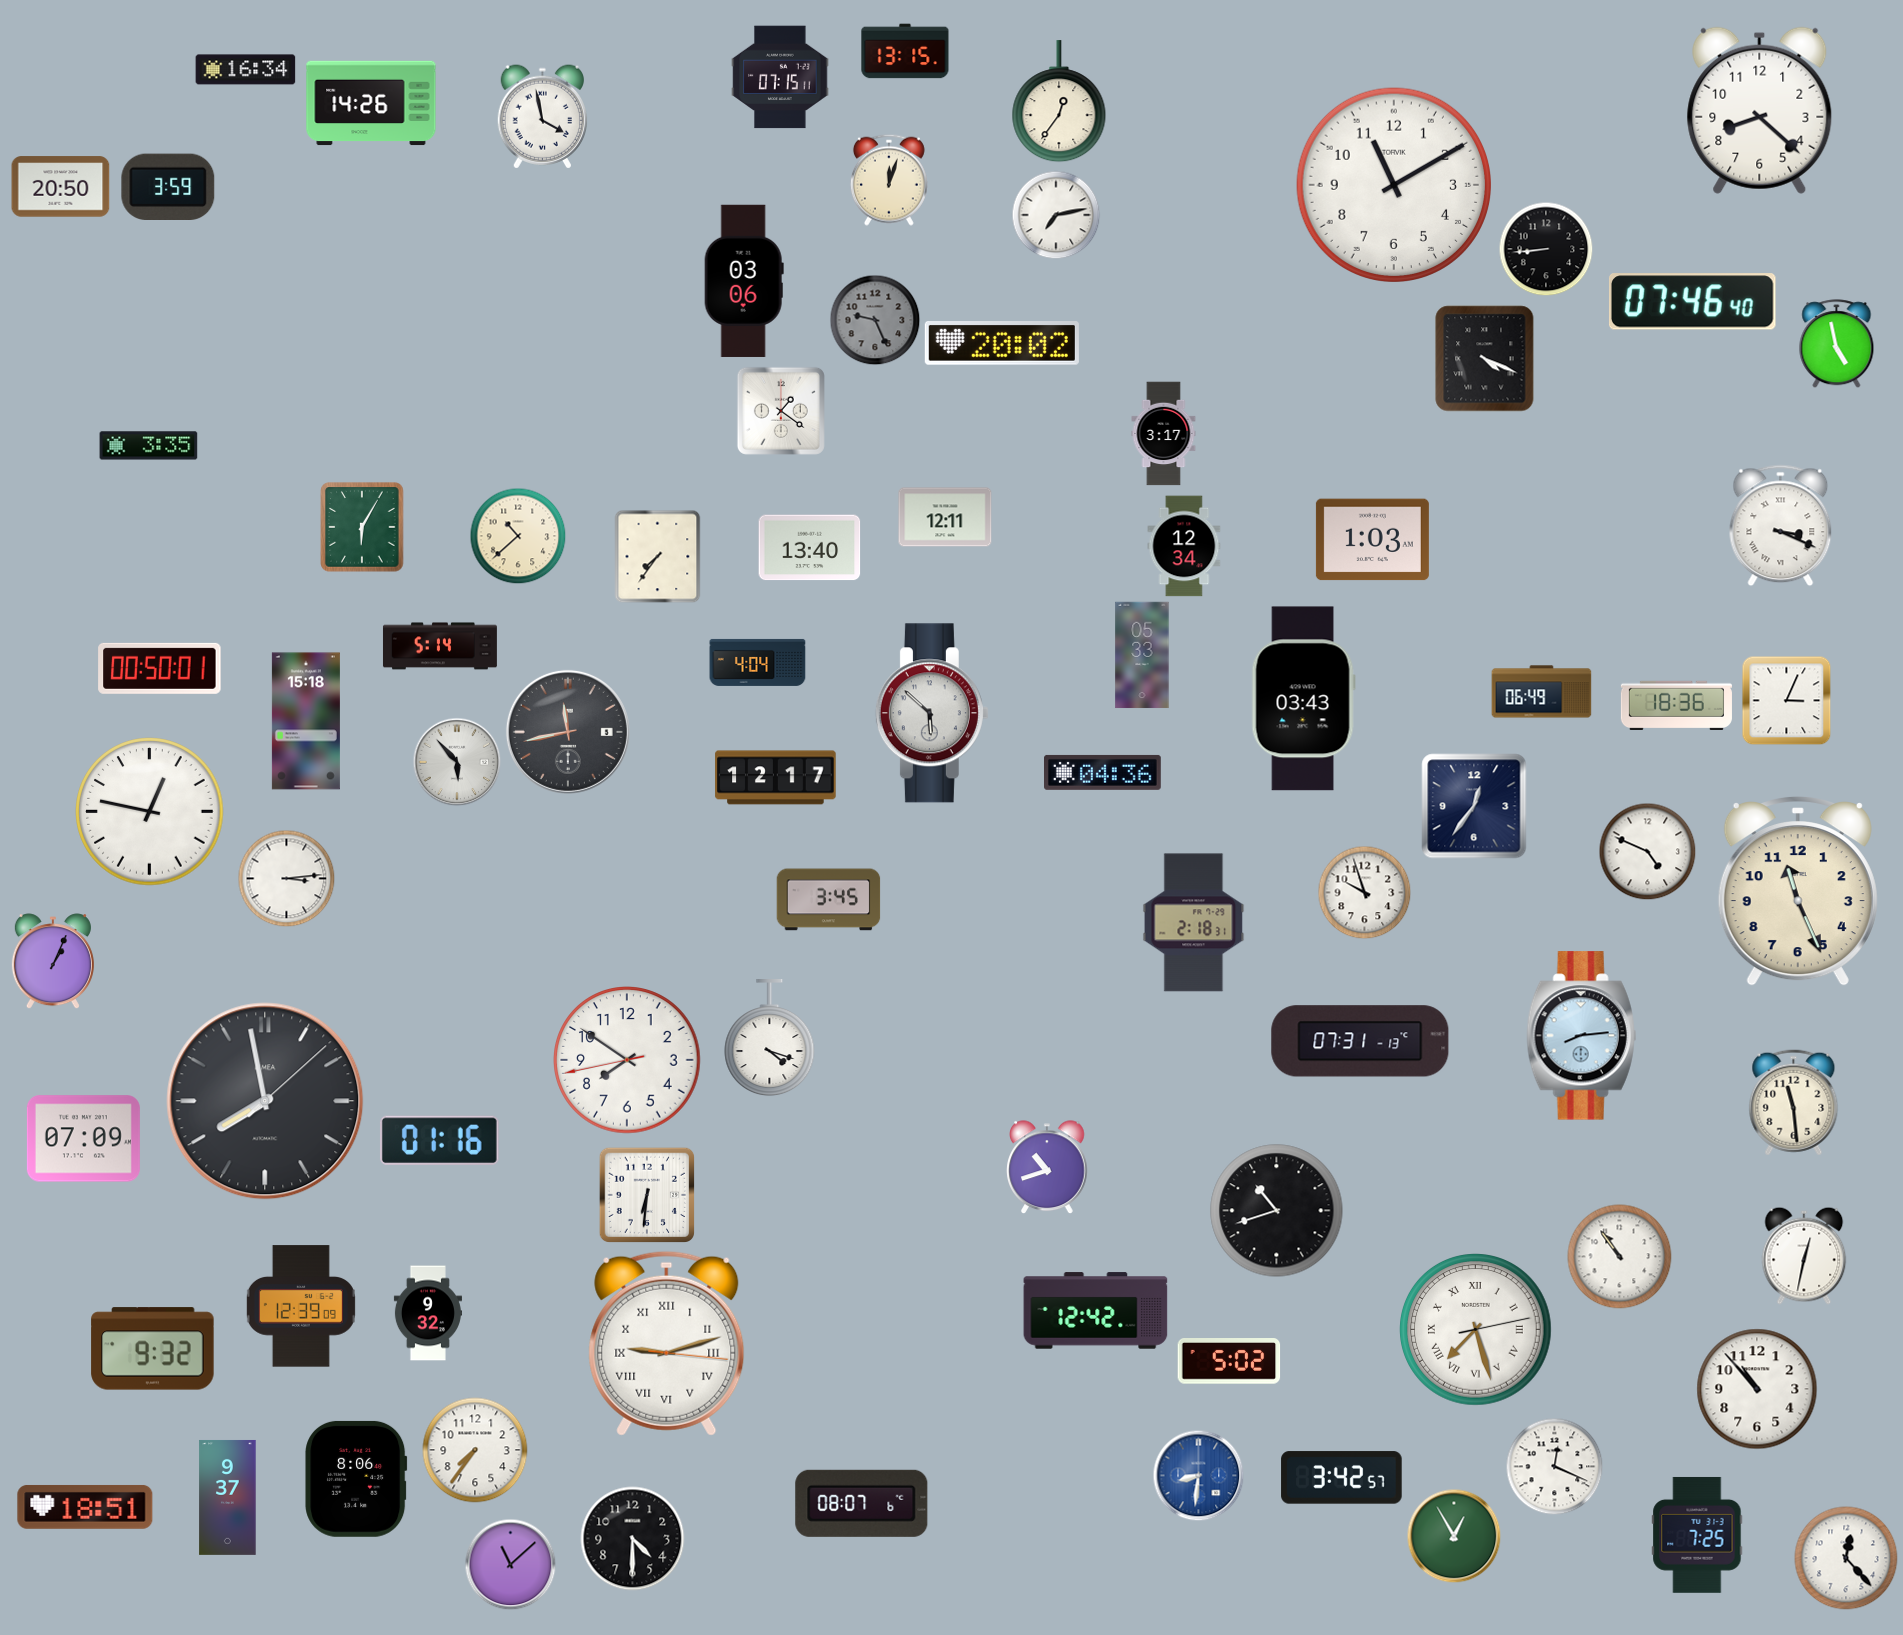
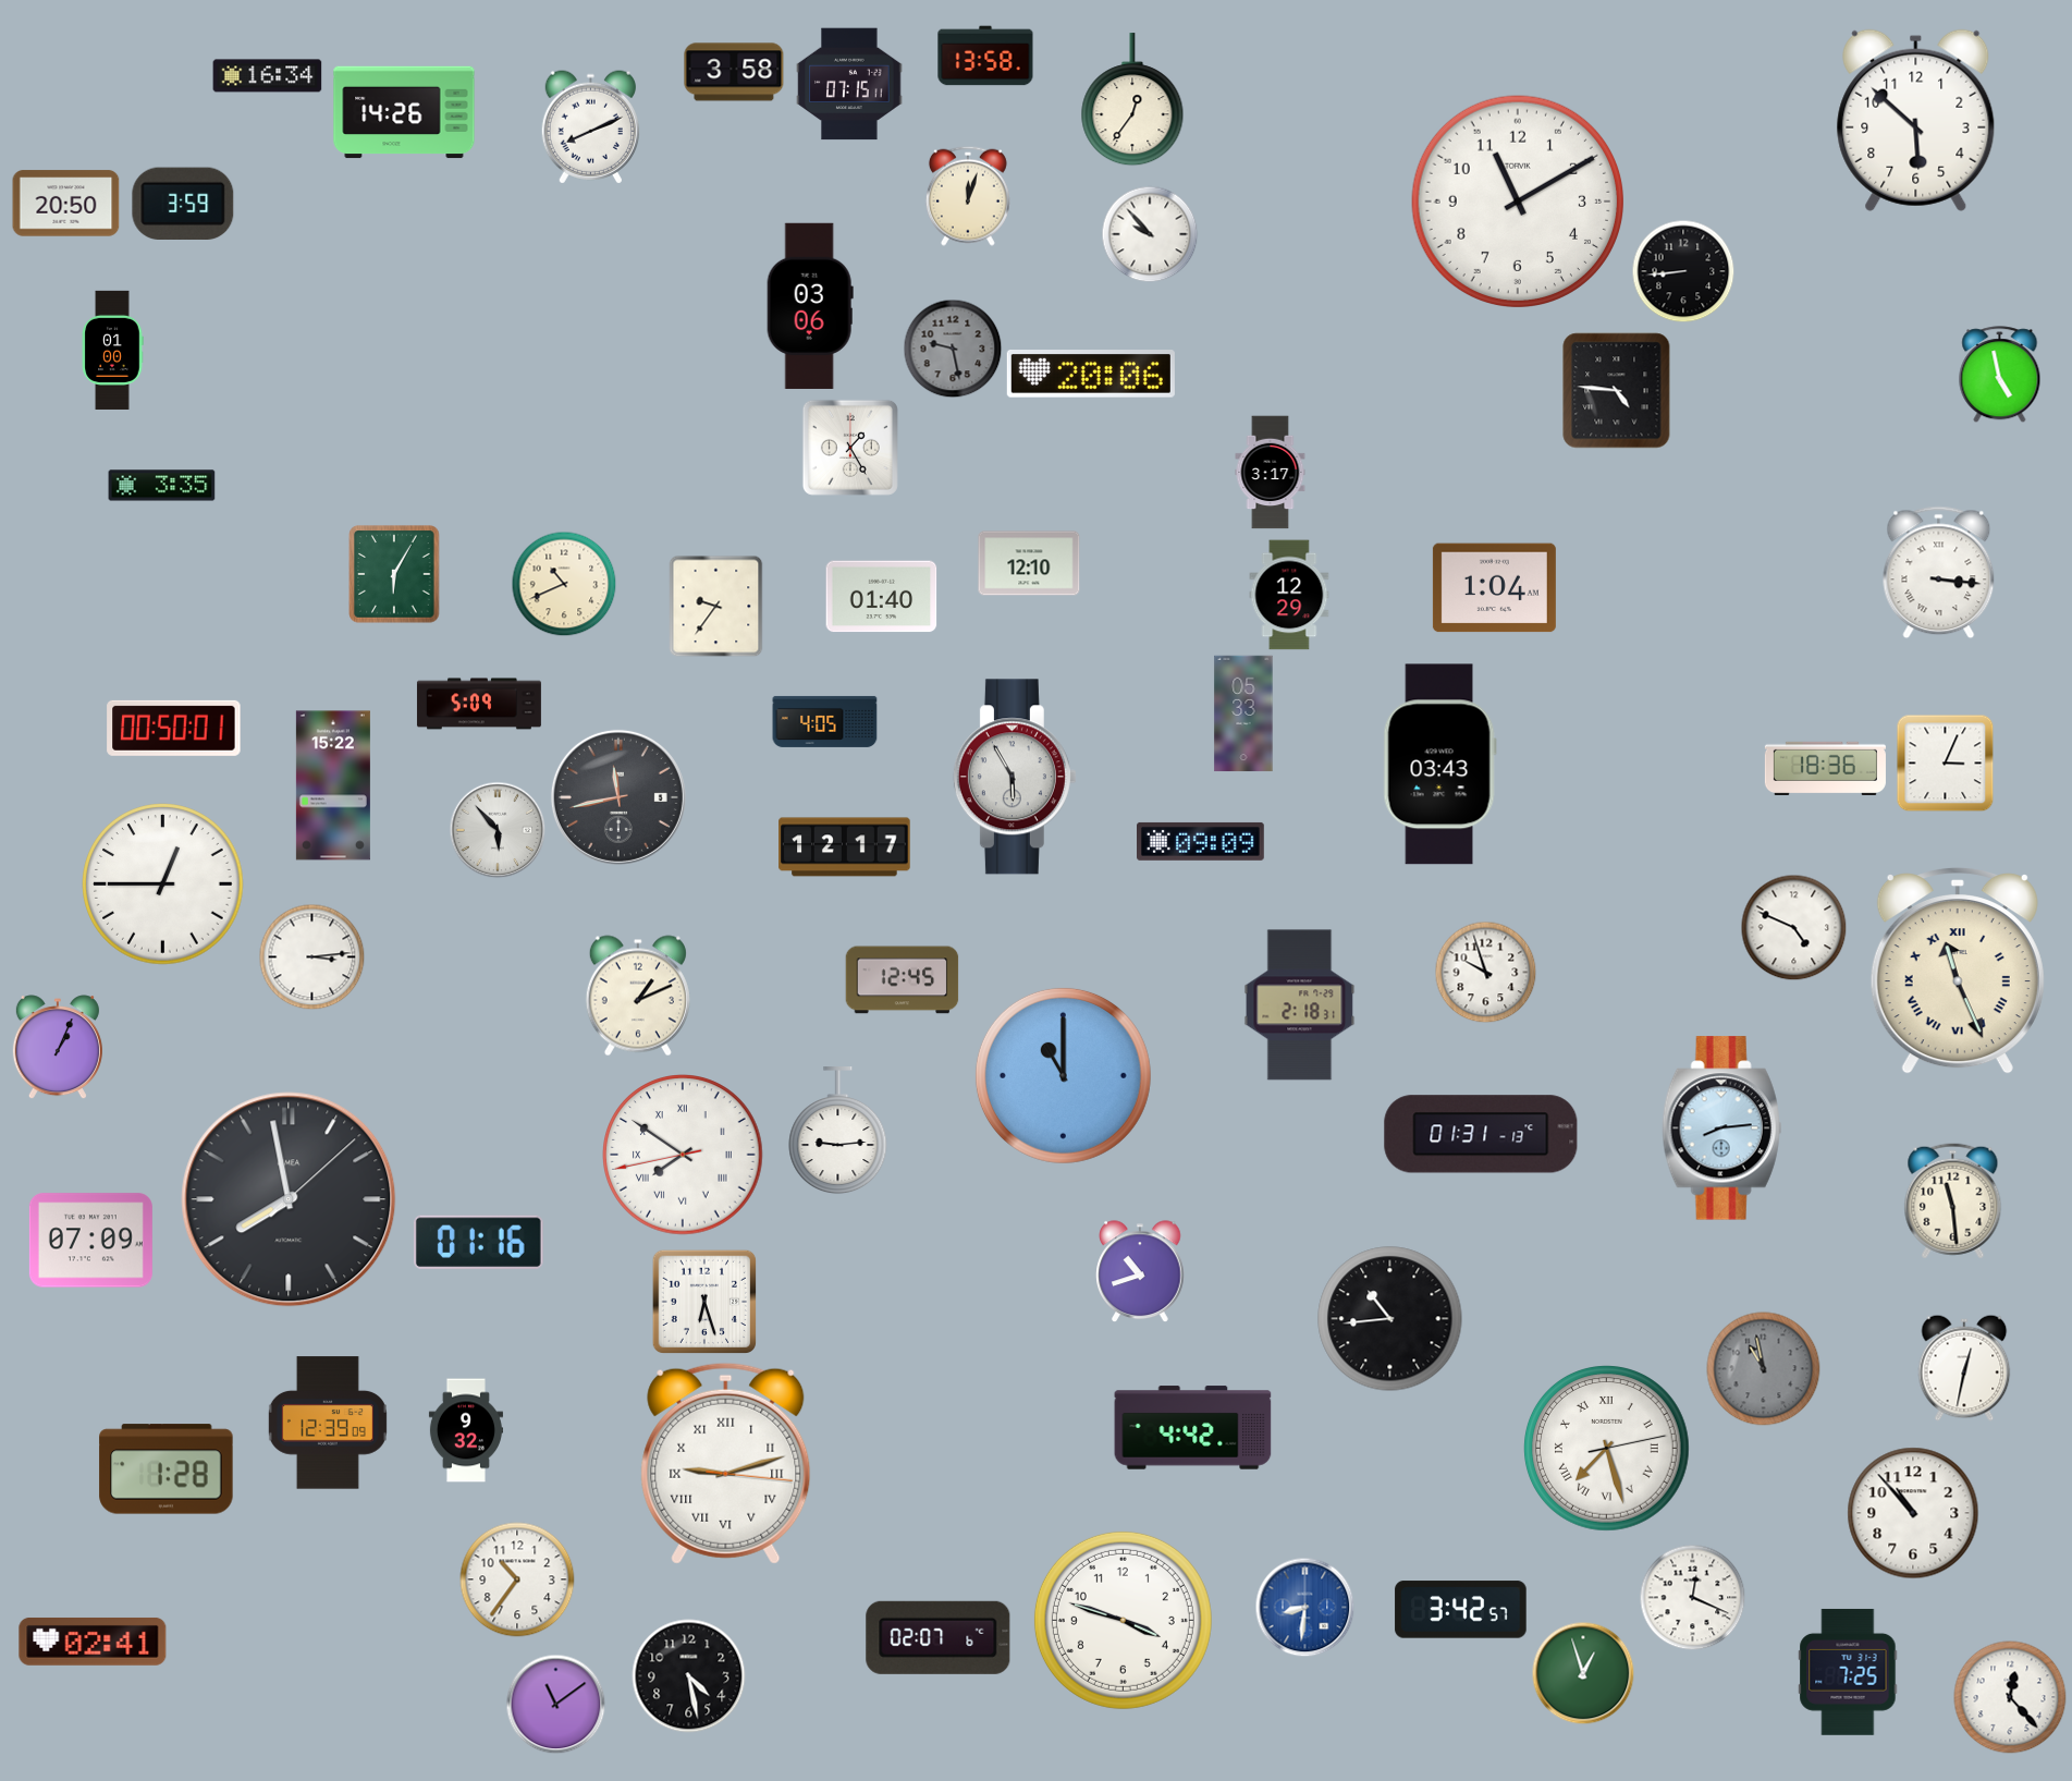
clock at (905, 51): 13:15 -> 13:58
clock at (734, 72): none -> 3:58
clock at (1059, 102) position: (1059, 102) -> (1132, 100)
clock at (1760, 110): 8:22 -> 5:52
clock at (542, 117): 3:58 -> 8:11
clock at (1056, 215): 7:13 -> 9:53
clock at (1692, 302): 07:46 -> none
clock at (875, 320): 9:26 -> 9:28
clock at (112, 350): none -> 01:00
clock at (1002, 344): 20:02 -> 20:06
clock at (1485, 359): 4:19 -> 4:46
clock at (781, 411): 1:21 -> 1:25
clock at (1164, 434) position: (1164, 434) -> (1271, 473)
clock at (945, 517): 12:11 -> 12:10
clock at (1781, 526): 3:19 -> 3:16
clock at (518, 536): 10:38 -> 10:41
clock at (1372, 540): 1:03 -> 1:04
clock at (1184, 546): 12:34 -> 12:29
clock at (810, 548): 13:40 -> 01:40
clock at (658, 556): 7:36 -> 9:36
clock at (440, 646): 5:14 -> 5:09
clock at (758, 662): 4:04 -> 4:05
clock at (1542, 692): 06:49 -> none
clock at (1303, 699) position: (1303, 699) -> (1439, 765)
clock at (932, 713): 5:52 -> 5:55
clock at (306, 721): 15:18 -> 15:22
clock at (1103, 772): 04:36 -> 09:09
clock at (1474, 806): 12:36 -> none
clock at (150, 812): 12:47 -> 12:45
clock at (1798, 892) numerals: Arabic -> Roman
clock at (829, 900): 3:45 -> 12:45
clock at (638, 996): none -> 1:11
clock at (1063, 1075): none -> 11:00
clock at (770, 1038): 4:18 -> 9:14
clock at (1360, 1041): 07:31 -> 01:31
clock at (627, 1060) numerals: Arabic -> Roman
clock at (646, 1194): 6:31 -> 6:27
clock at (1277, 1211): 10:42 -> 10:44
clock at (1620, 1257): 10:54 -> 10:58
clock at (1620, 1257) dial: white -> grey
clock at (1096, 1311): 12:42 -> 4:42
clock at (153, 1349): 9:32 -> 1:28
clock at (1229, 1361): 5:02 -> none
clock at (475, 1450): 7:36 -> 10:36
clock at (356, 1479): 8:06 -> none
clock at (1123, 1620): none -> 3:48
clock at (228, 1497): 9:37 -> none
clock at (862, 1503): 08:07 -> 02:07
clock at (85, 1507): 18:51 -> 02:41
clock at (1454, 1536): 12:55 -> 12:57
clock at (633, 1539): 4:30 -> 4:28
clock at (510, 1564): 11:08 -> 11:09
